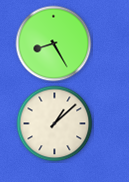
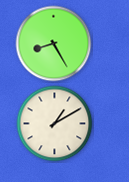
clock at (55, 124): 1:08 -> 1:10
